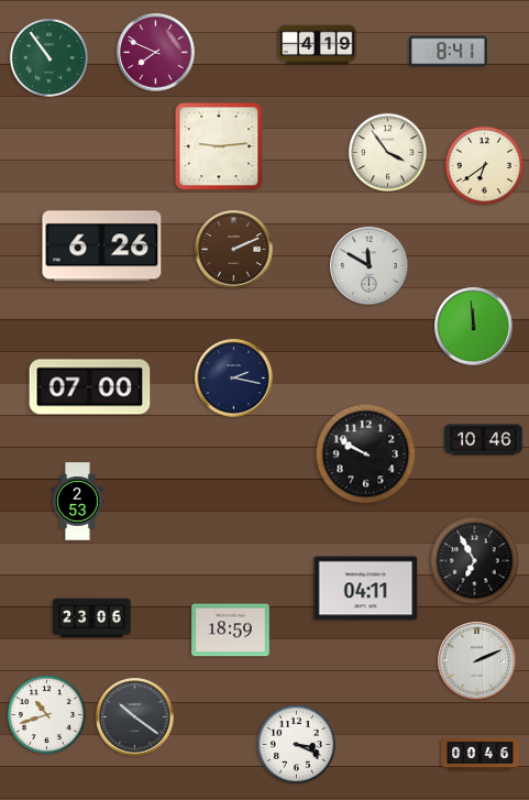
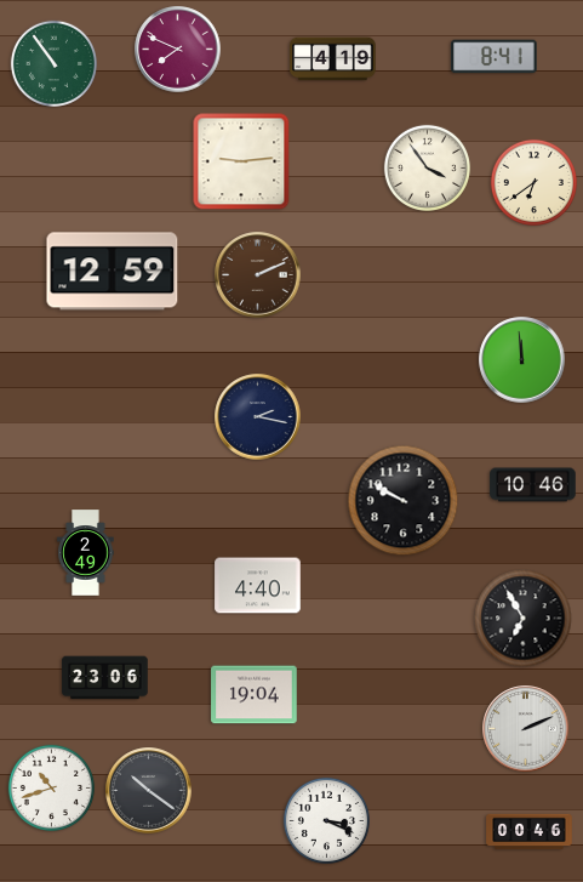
clock at (318, 45) position: (318, 45) -> (333, 59)
clock at (156, 53) position: (156, 53) -> (178, 50)
clock at (102, 246): 6:26 -> 12:59
clock at (370, 266): 11:50 -> none
clock at (90, 387): 07:00 -> none
clock at (78, 502): 2:53 -> 2:49
clock at (258, 586): none -> 4:40
clock at (366, 589): 04:11 -> none
clock at (92, 618) position: (92, 618) -> (105, 678)
clock at (231, 631): 18:59 -> 19:04
